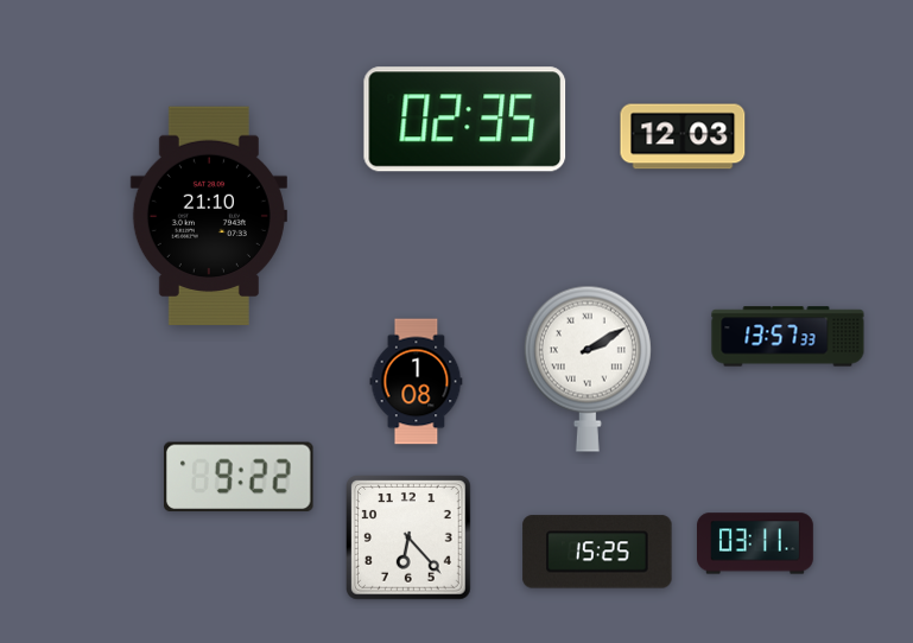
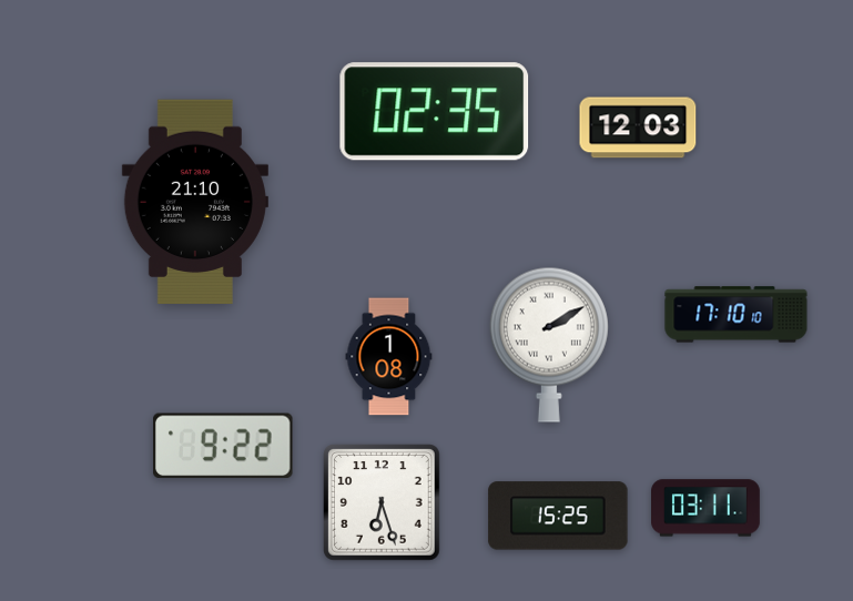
clock at (788, 337): 13:57 -> 17:10
clock at (410, 539): 6:23 -> 6:27
